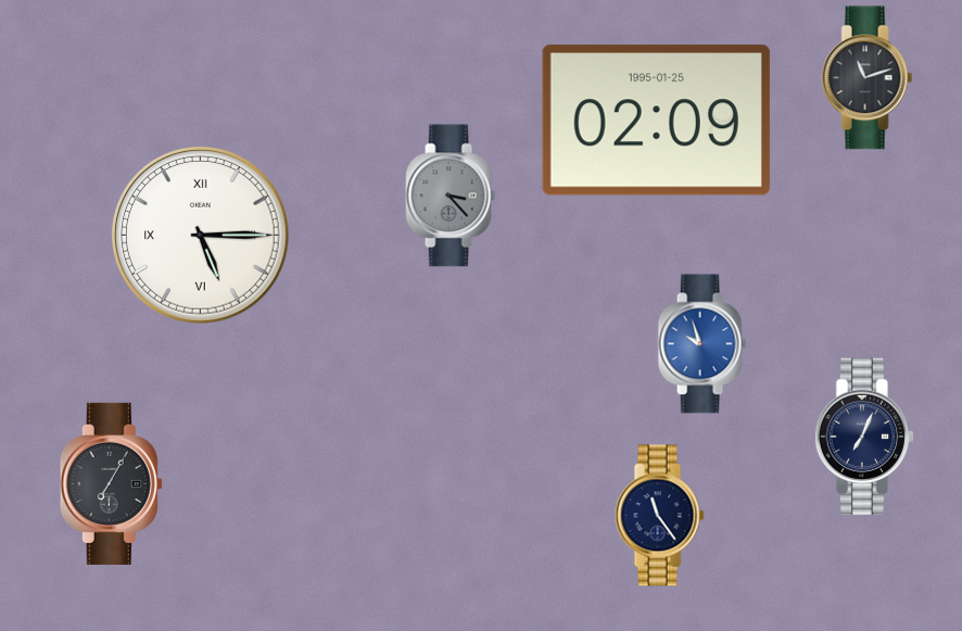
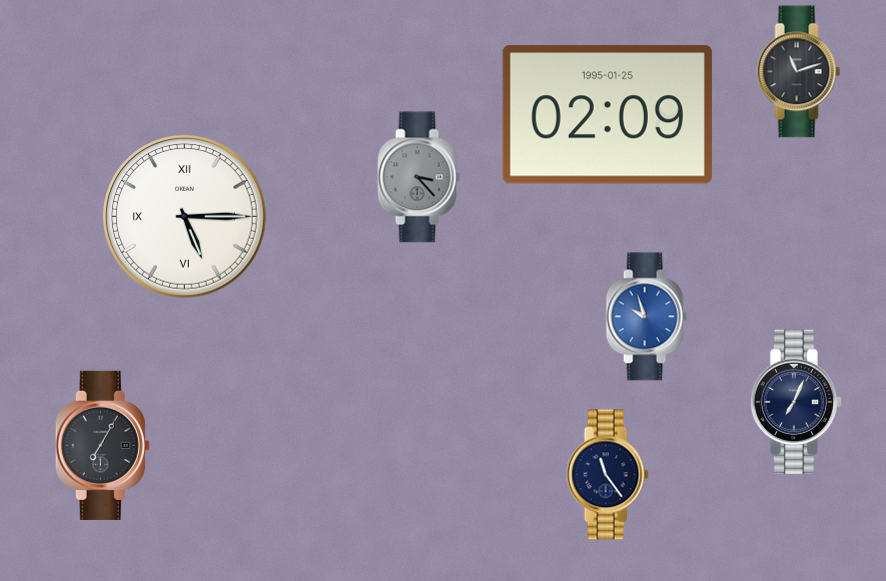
clock at (656, 121) position: (656, 121) -> (607, 115)
clock at (451, 195) position: (451, 195) -> (419, 177)
